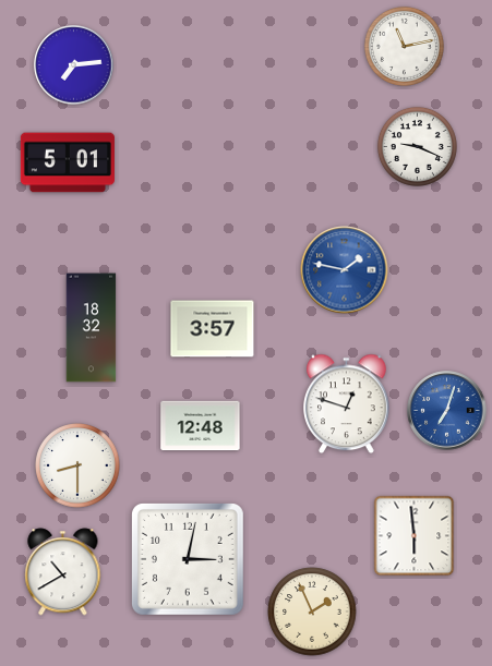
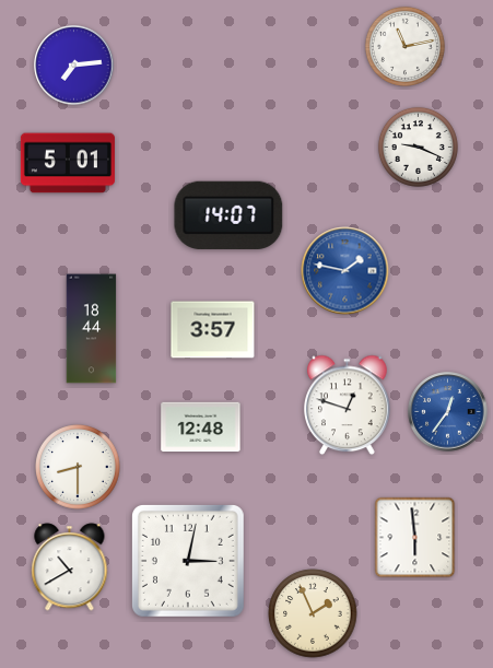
clock at (228, 214): none -> 14:07
clock at (92, 328): 18:32 -> 18:44
clock at (447, 411): 7:03 -> 12:36
clock at (63, 572) position: (63, 572) -> (70, 567)
